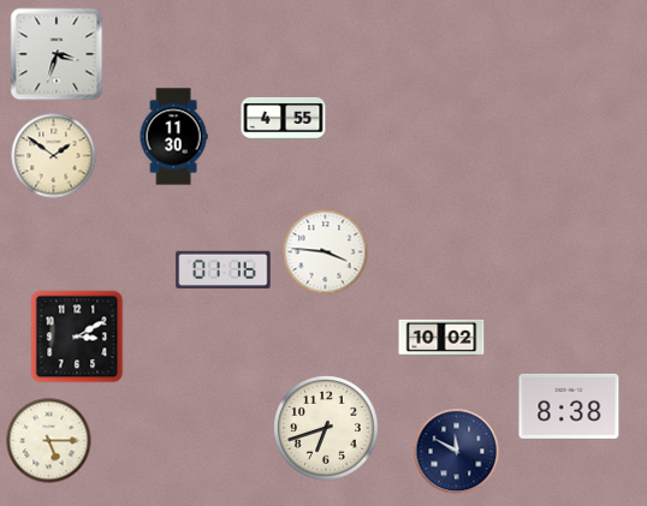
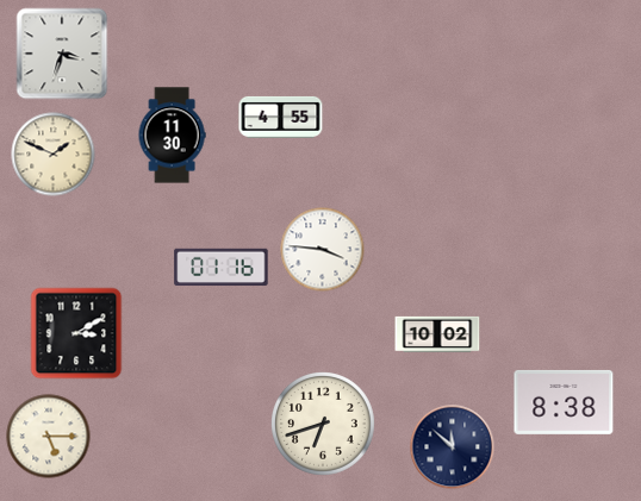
clock at (57, 54) position: (57, 54) -> (62, 54)
clock at (54, 156): 1:51 -> 1:49
clock at (457, 452): 11:50 -> 11:52
